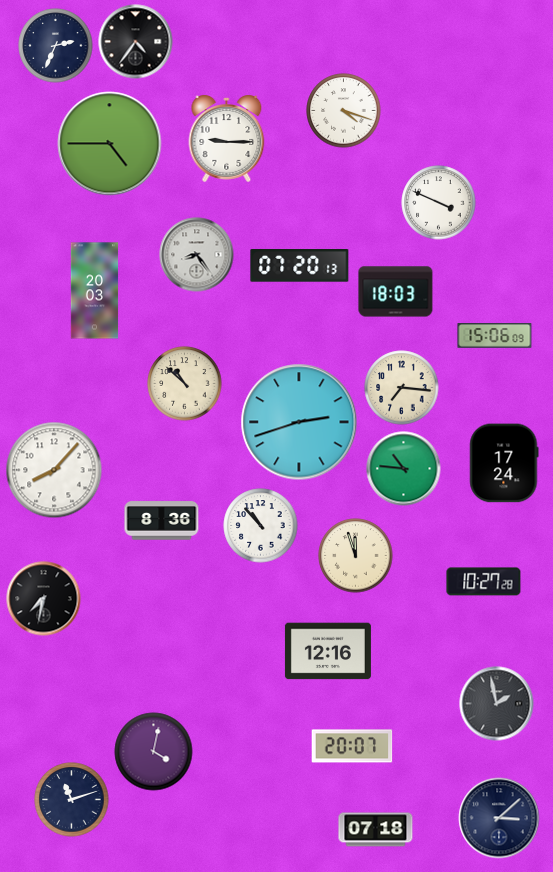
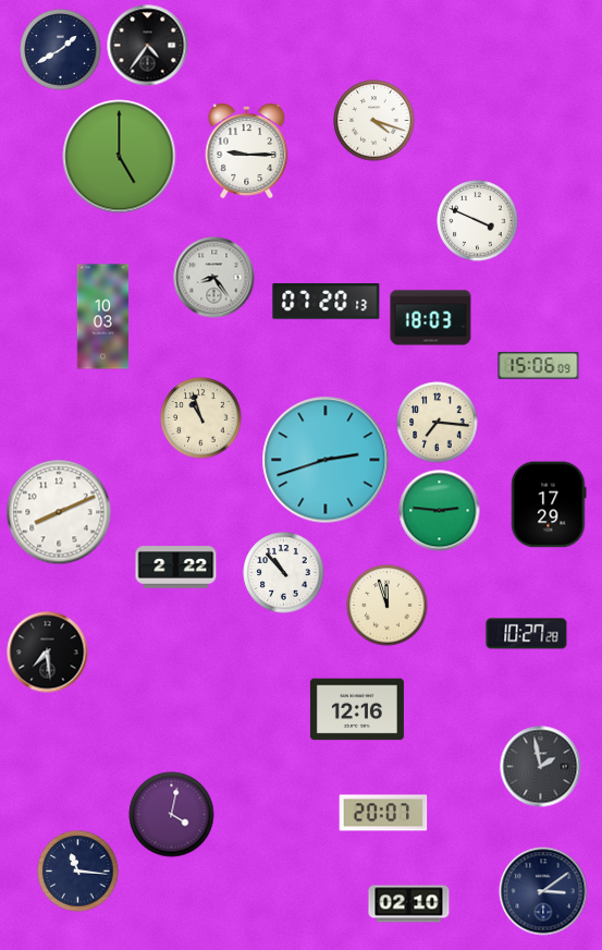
clock at (56, 46): 2:34 -> 1:40
clock at (110, 144): 4:45 -> 5:00
clock at (300, 266) position: (300, 266) -> (327, 302)
clock at (95, 291): 20:03 -> 10:03
clock at (185, 384): 10:52 -> 10:57
clock at (504, 463): 17:24 -> 17:29
clock at (404, 469): 10:46 -> 2:46
clock at (54, 470): 8:07 -> 8:11
clock at (162, 521): 8:36 -> 2:22
clock at (44, 599): 7:32 -> 7:29
clock at (154, 752) position: (154, 752) -> (172, 815)
clock at (72, 800): 11:12 -> 11:16
clock at (499, 818): 3:08 -> 3:09
clock at (376, 830): 07:18 -> 02:10
